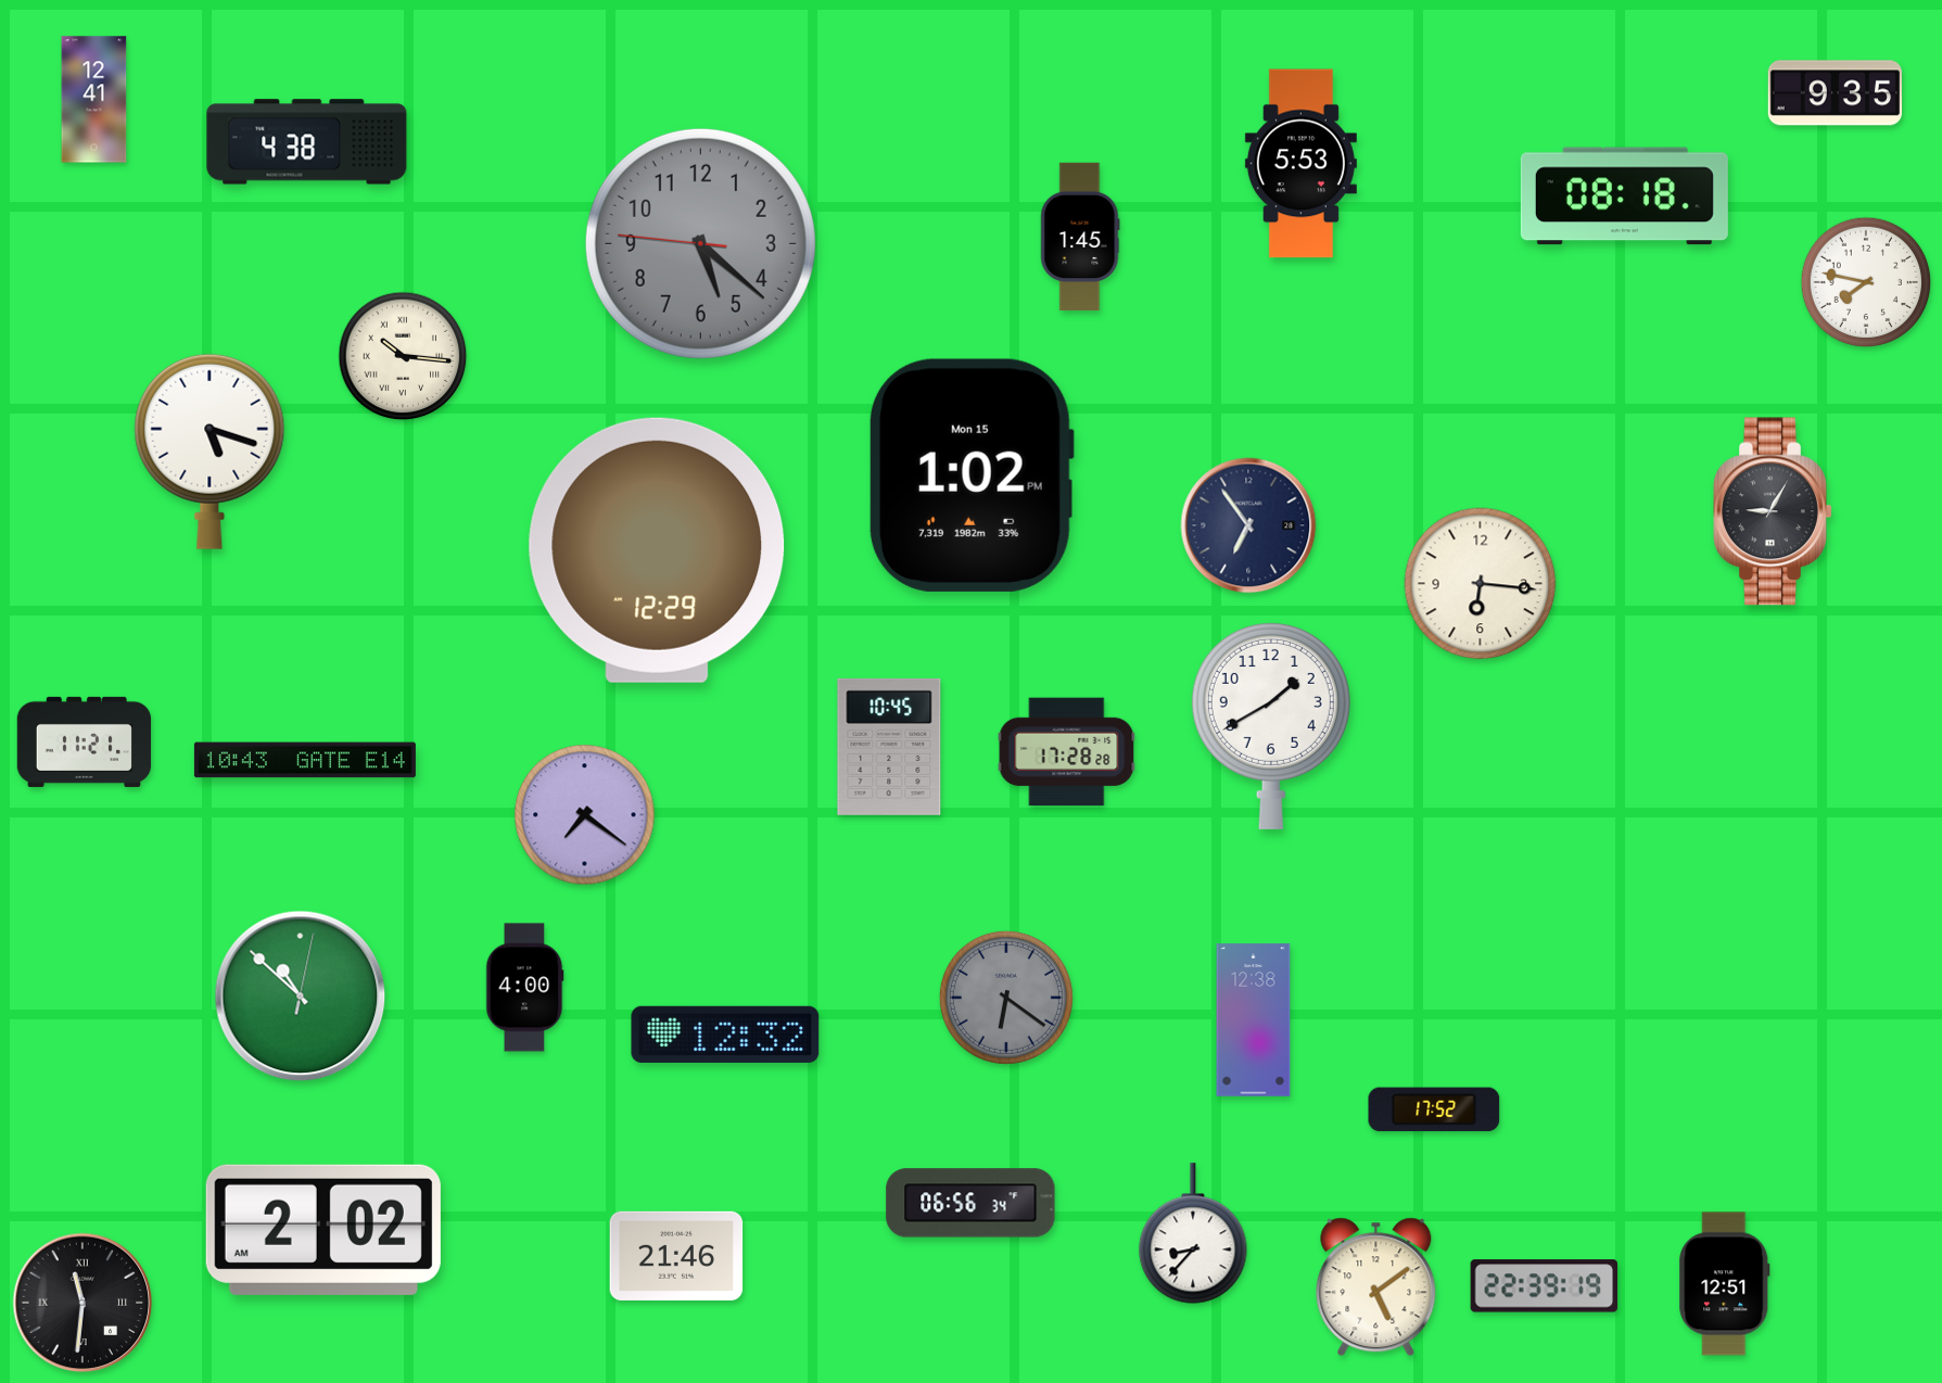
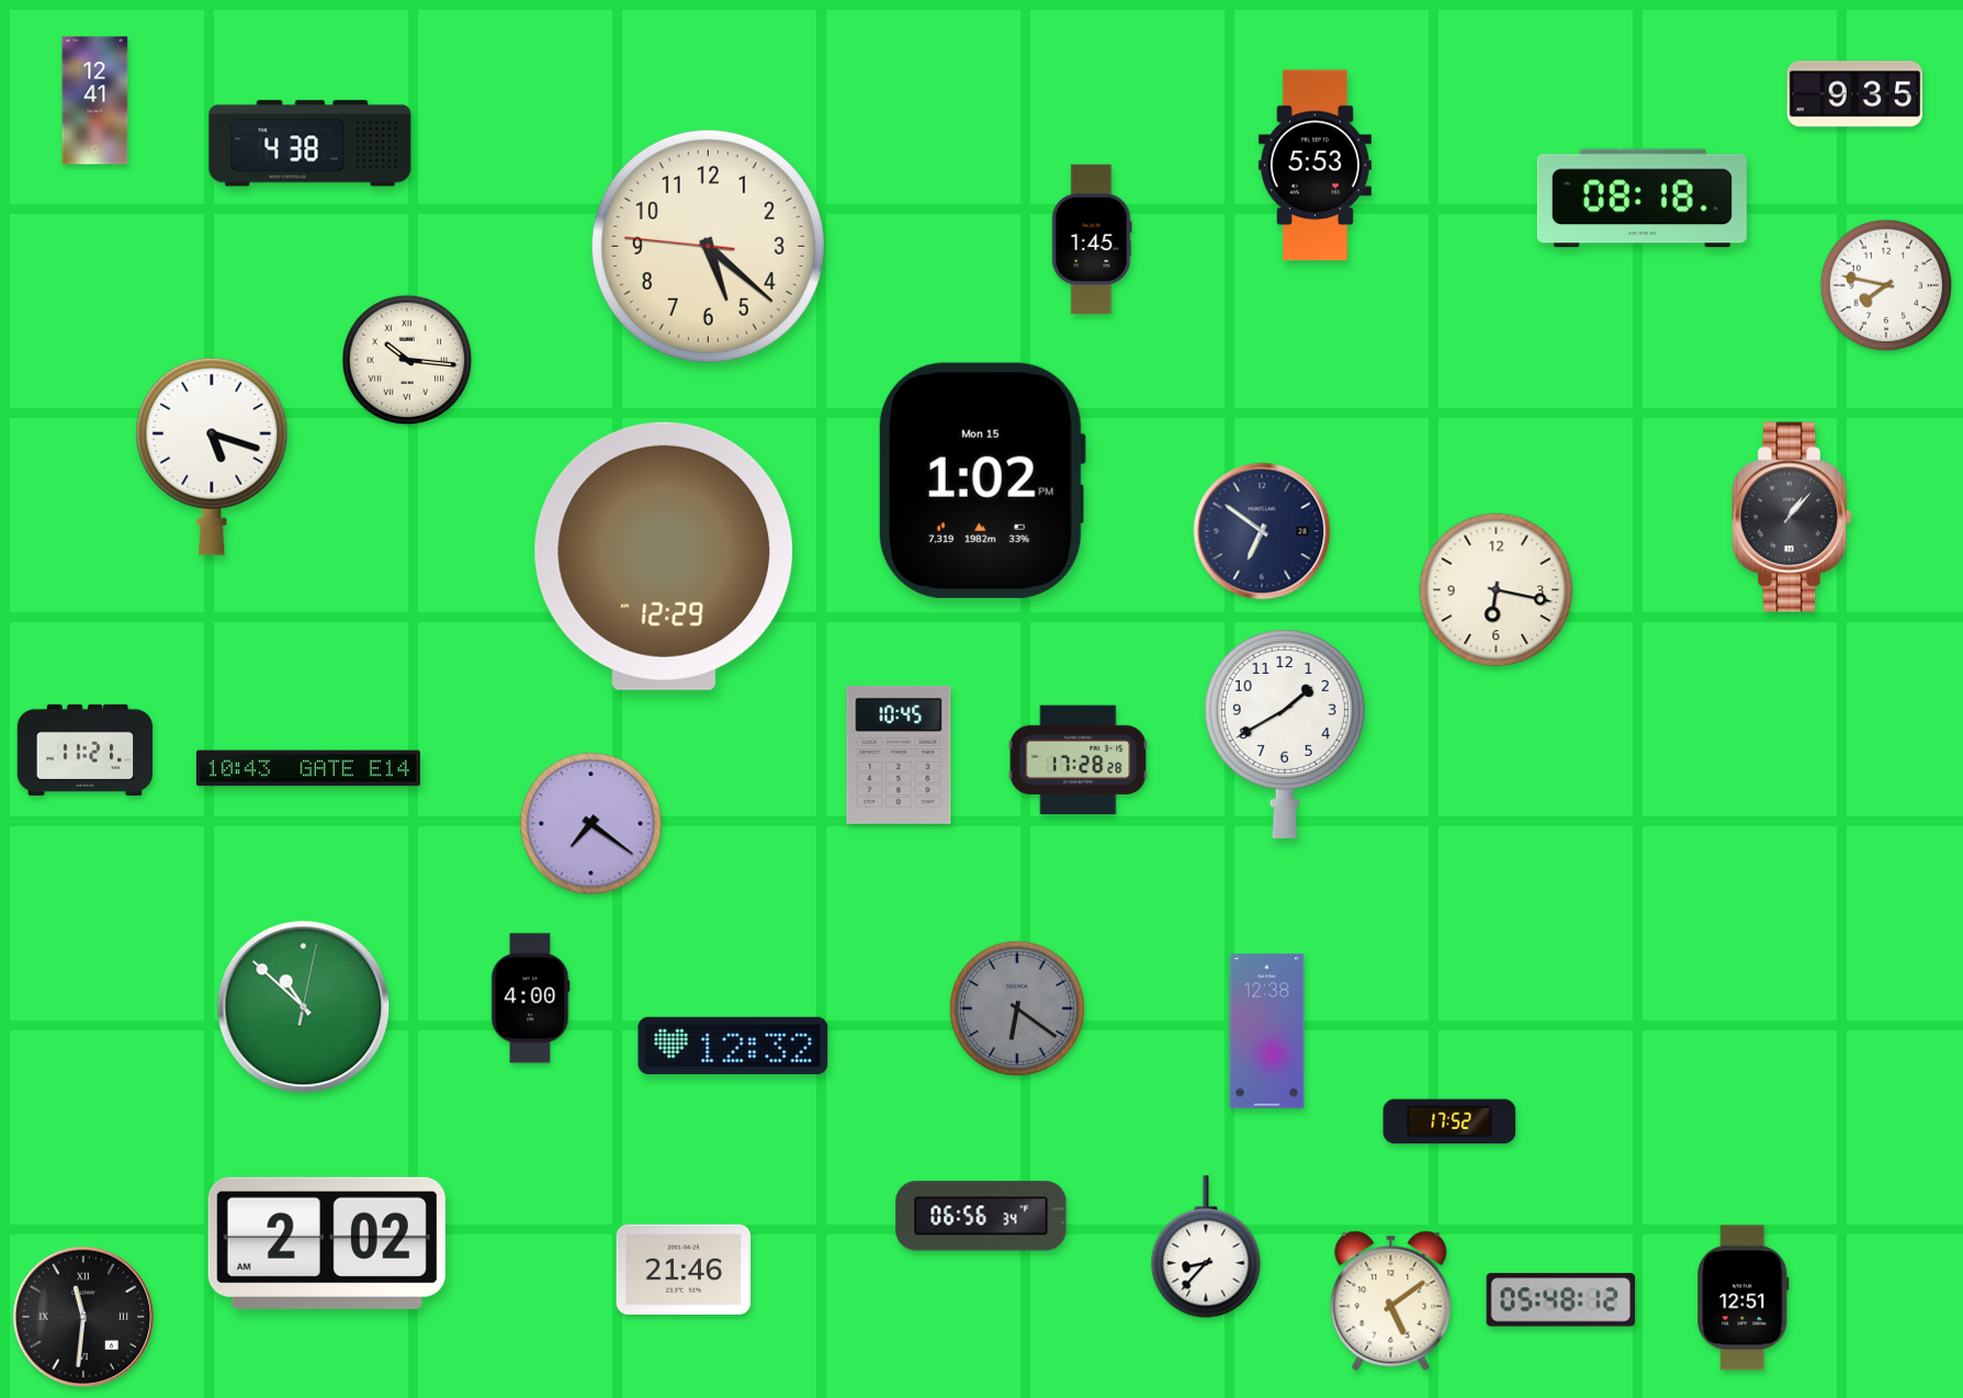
clock at (700, 243) dial: grey -> cream
clock at (1773, 511): 9:05 -> 1:07
clock at (1248, 525): 6:54 -> 6:51
clock at (1481, 584): 6:16 -> 6:17
clock at (1545, 1286): 22:39 -> 05:48
